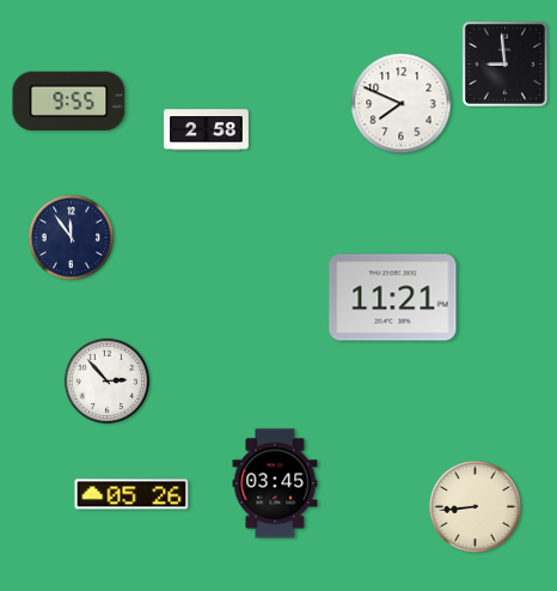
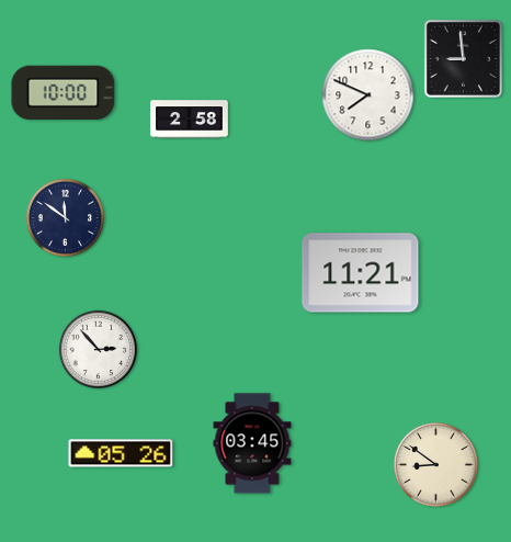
clock at (69, 100): 9:55 -> 10:00
clock at (72, 238): 11:54 -> 11:51
clock at (476, 507): 8:44 -> 8:51
